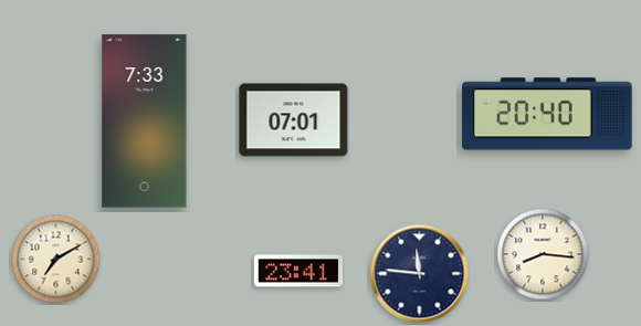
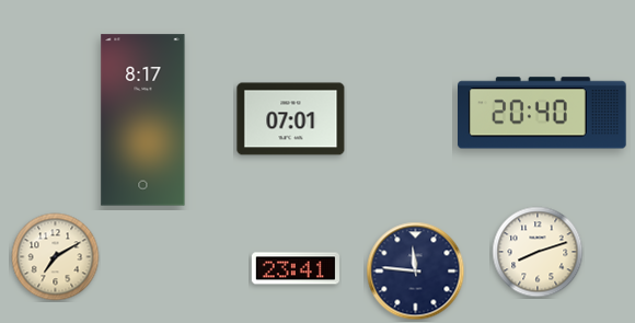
clock at (145, 122): 7:33 -> 8:17
clock at (543, 254): 8:16 -> 8:12
